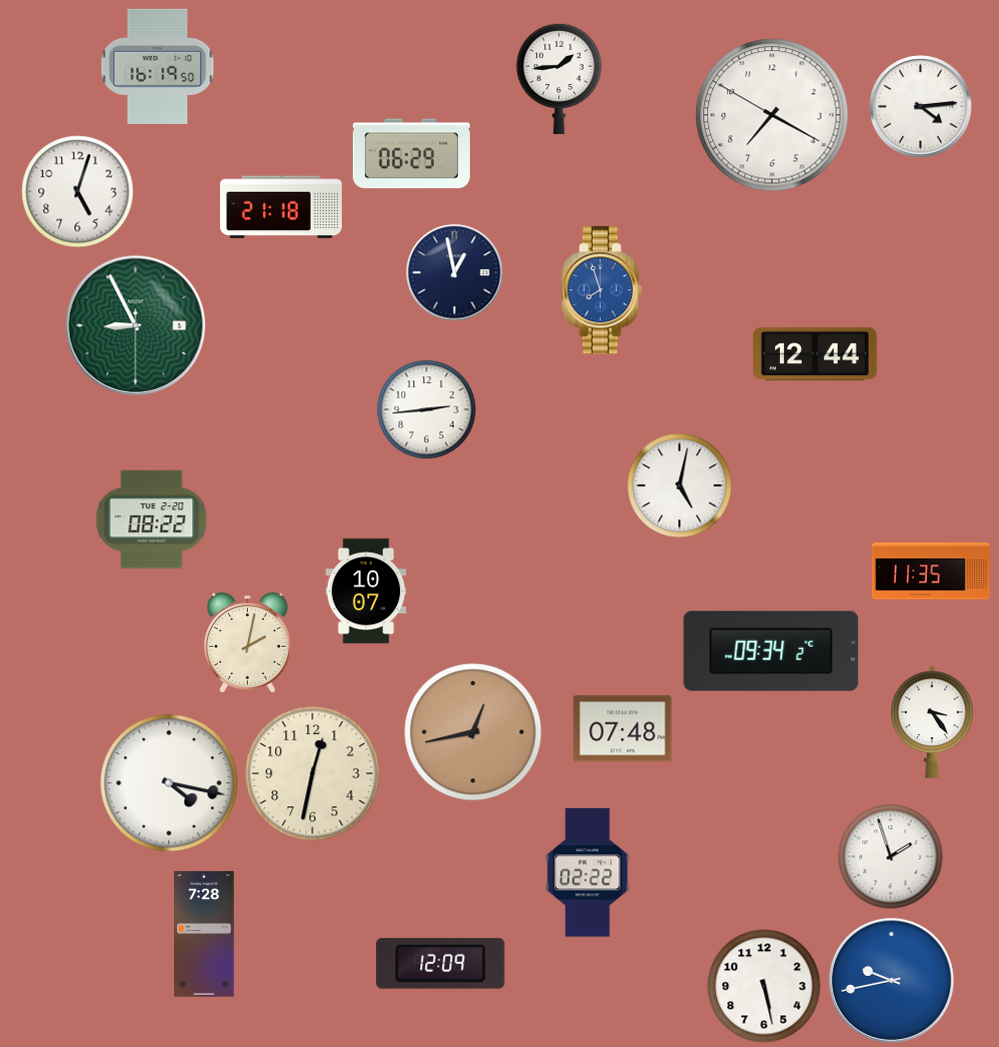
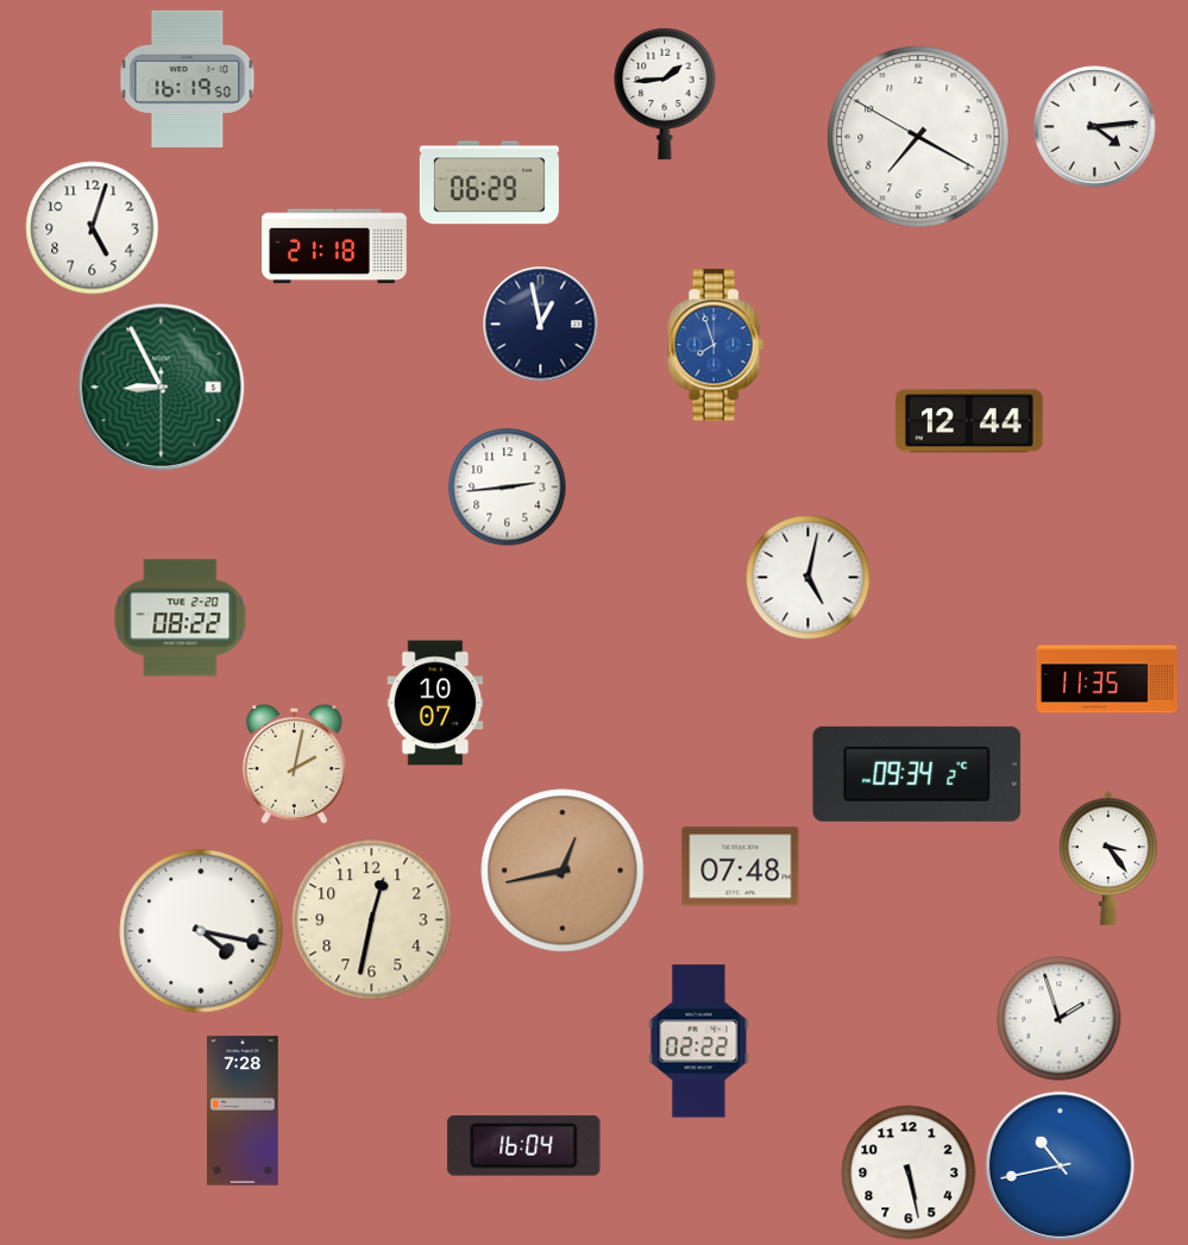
clock at (588, 873) position: (588, 873) -> (699, 1042)
clock at (441, 963): 12:09 -> 16:04
clock at (891, 980): 9:43 -> 10:43
